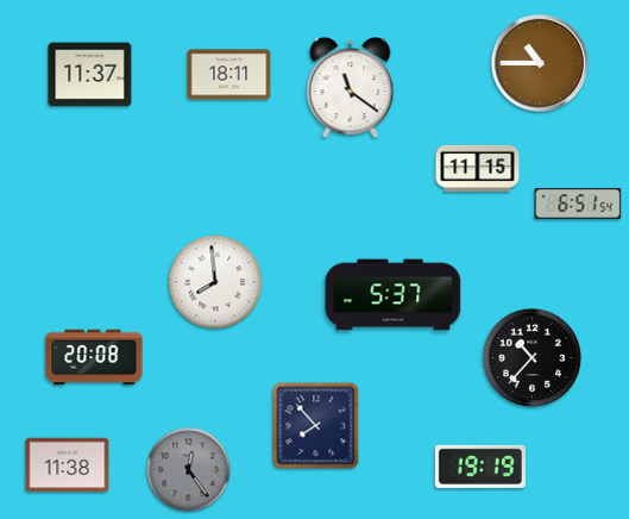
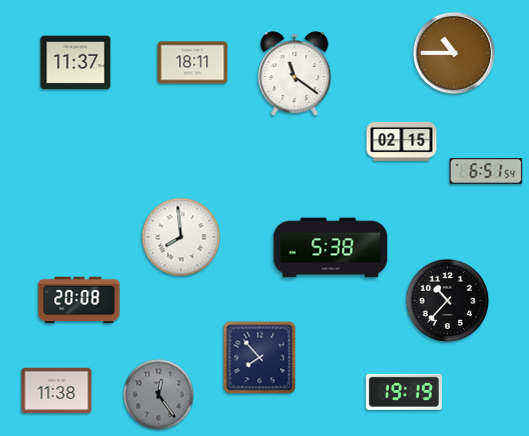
clock at (478, 168): 11:15 -> 02:15
clock at (394, 295): 5:37 -> 5:38
clock at (316, 426) position: (316, 426) -> (260, 358)
